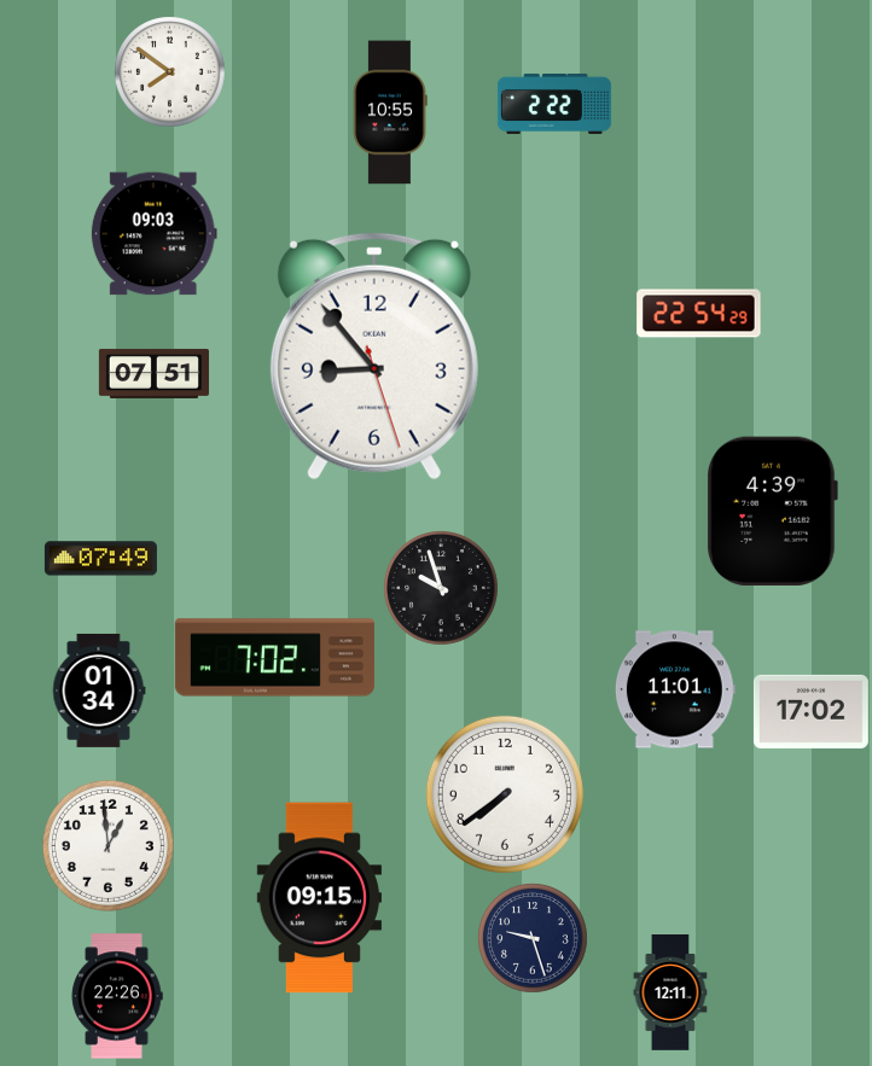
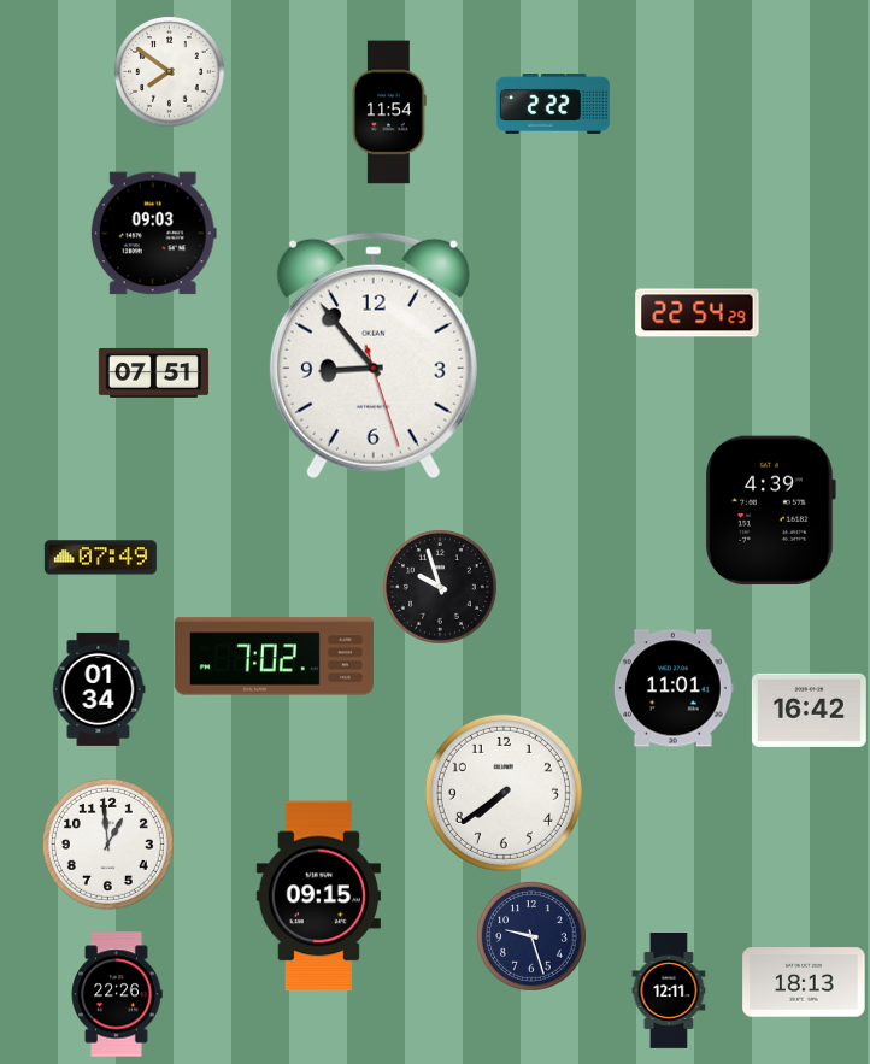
clock at (390, 112): 10:55 -> 11:54
clock at (810, 711): 17:02 -> 16:42
clock at (804, 982): none -> 18:13
